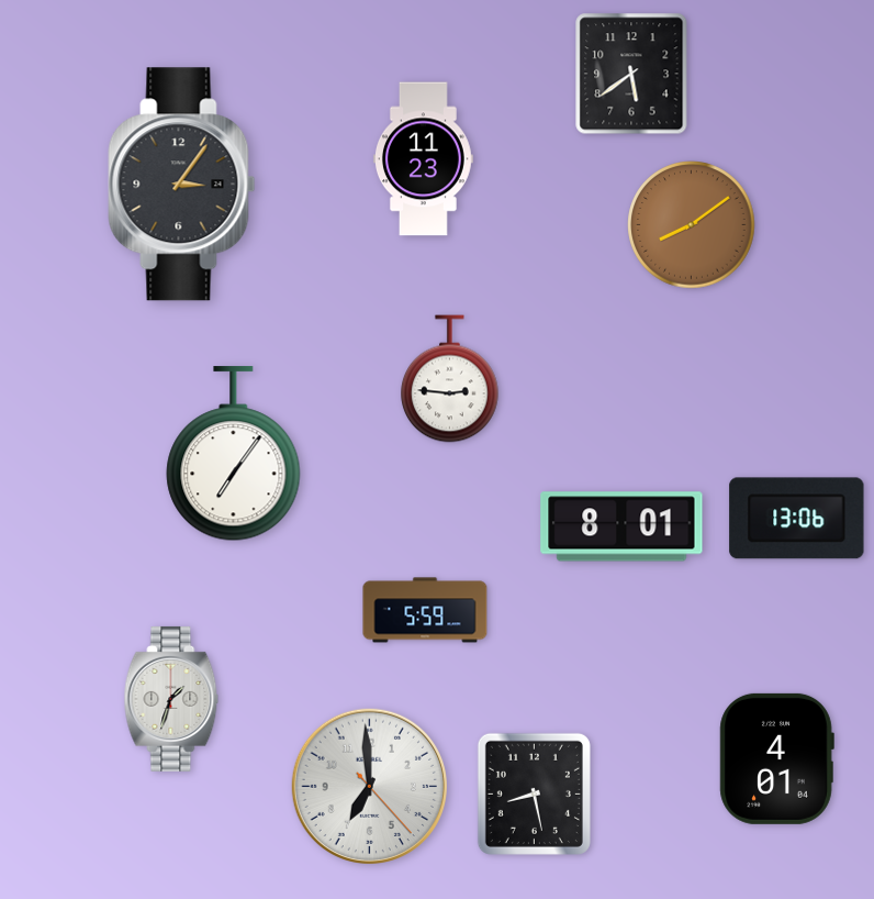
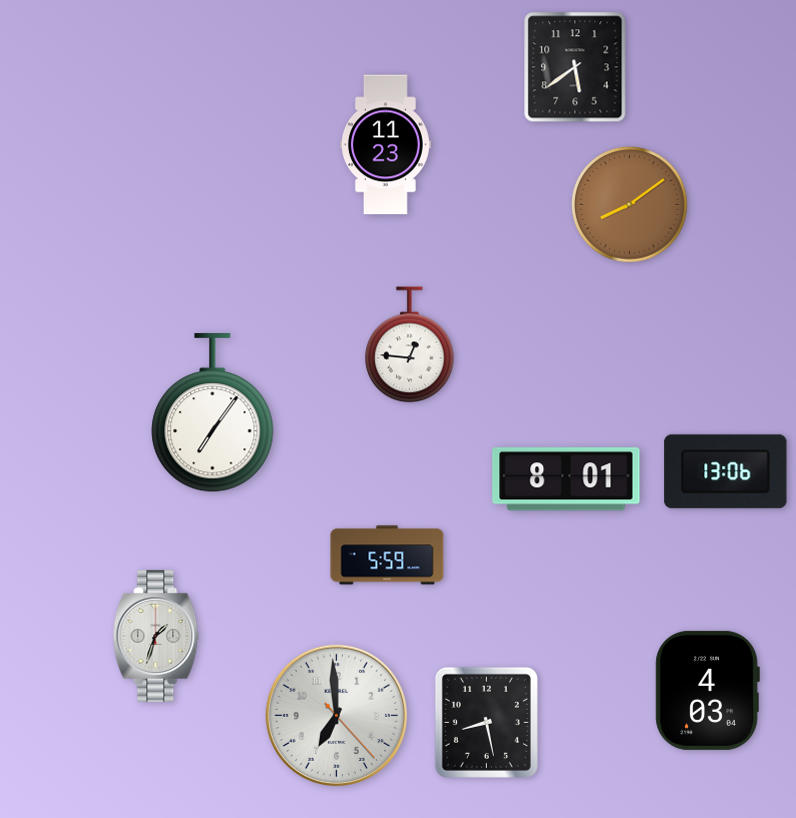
clock at (182, 185): 3:06 -> none
clock at (450, 379): 2:46 -> 12:46
clock at (776, 758): 4:01 -> 4:03
